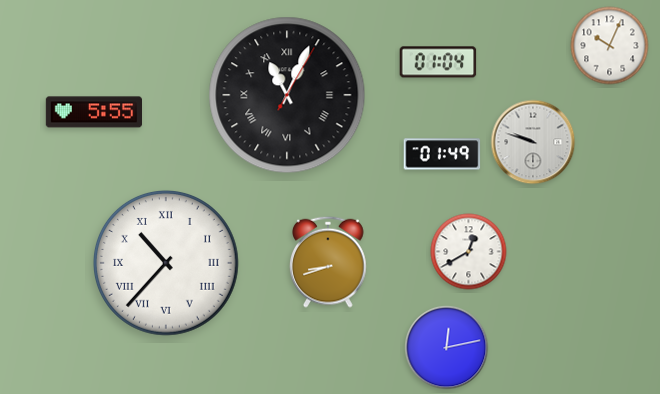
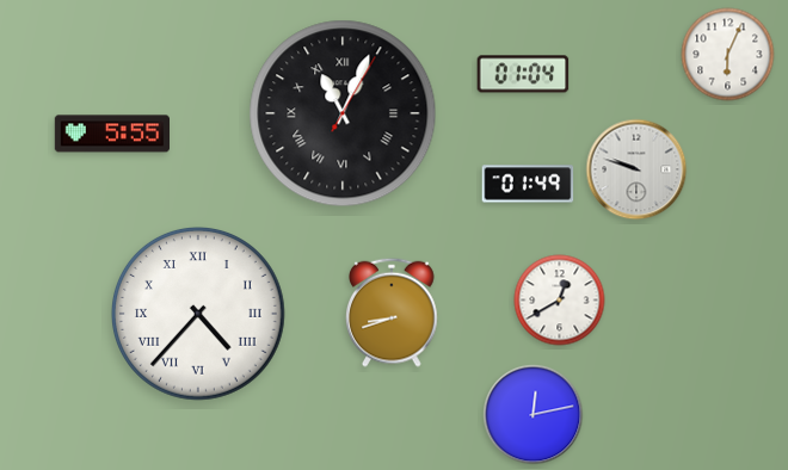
clock at (610, 46): 10:04 -> 6:04
clock at (166, 263): 10:37 -> 4:37
